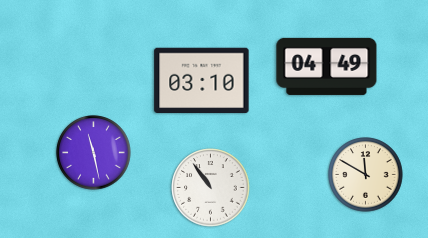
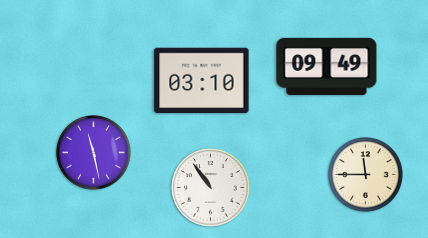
clock at (327, 66): 04:49 -> 09:49
clock at (366, 175): 11:50 -> 11:45
